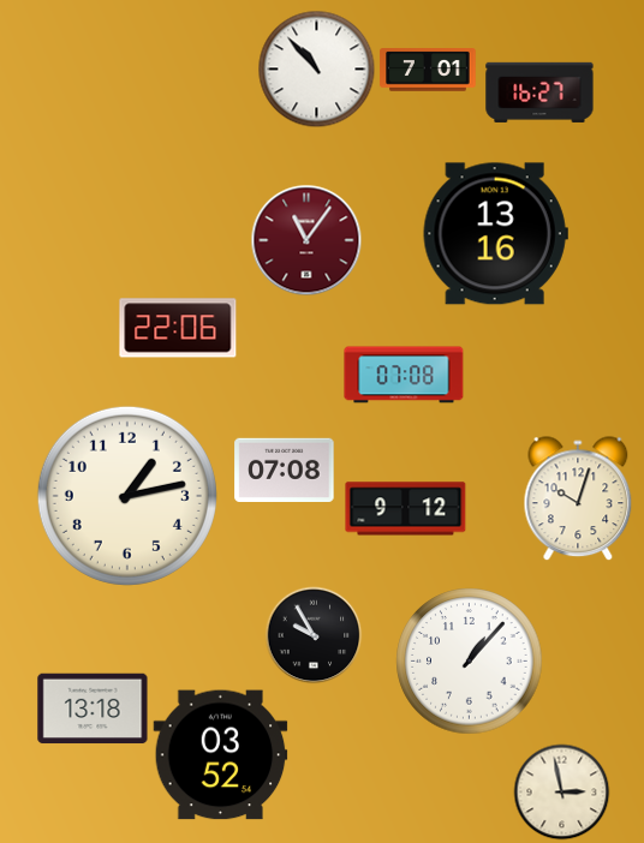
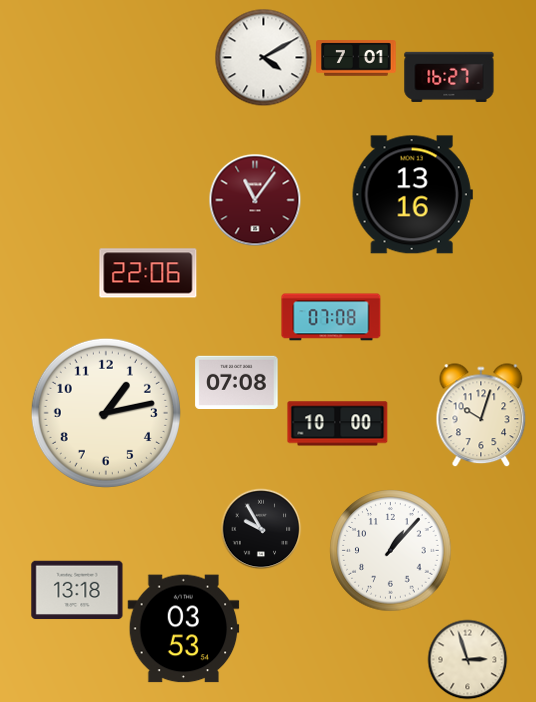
clock at (316, 68): 10:53 -> 4:10
clock at (404, 375) position: (404, 375) -> (331, 317)
clock at (285, 470) position: (285, 470) -> (237, 382)
clock at (406, 509): 9:12 -> 10:00
clock at (221, 755): 03:52 -> 03:53
clock at (561, 791): 2:58 -> 2:57
